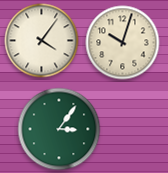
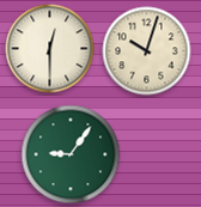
clock at (42, 41): 4:06 -> 12:30
clock at (59, 129): 3:06 -> 9:06
